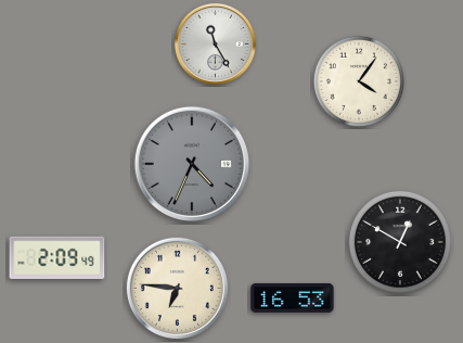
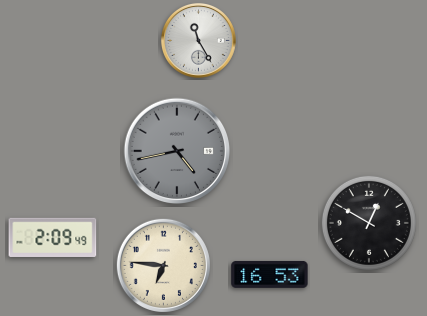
clock at (359, 81): 4:06 -> none
clock at (192, 164): 4:34 -> 4:43
